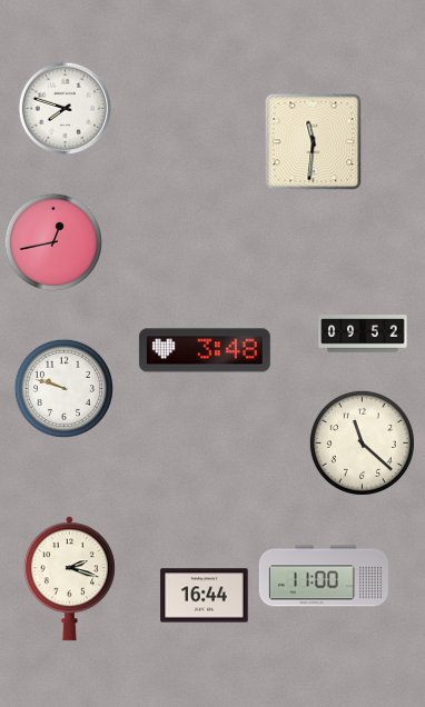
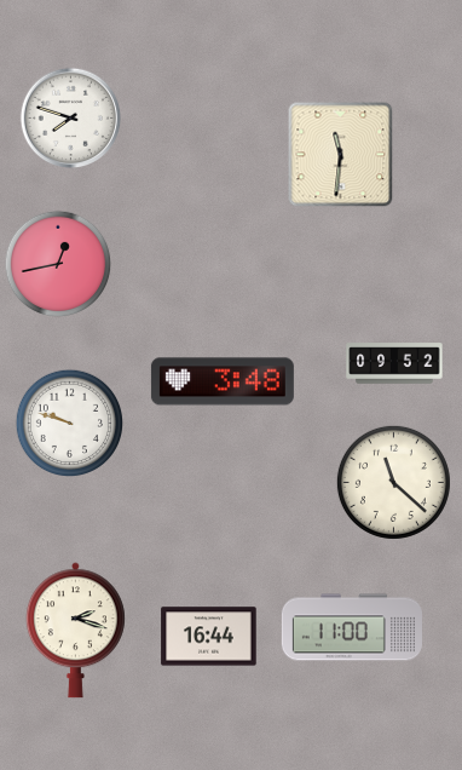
clock at (205, 596) position: (205, 596) -> (209, 637)
